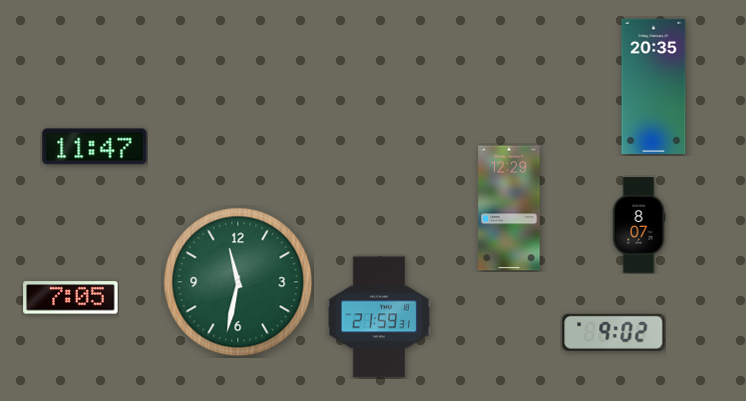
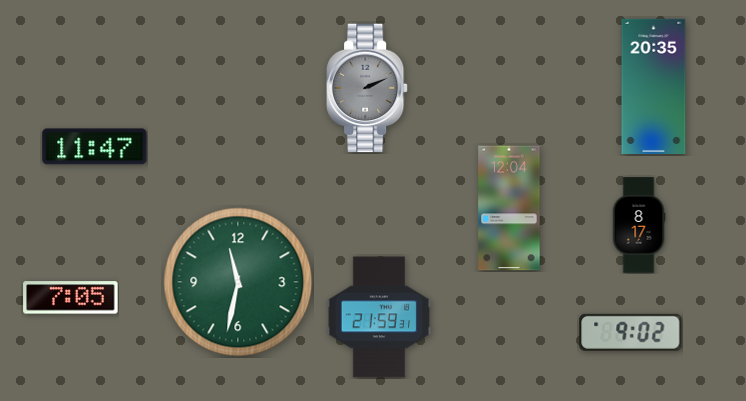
clock at (368, 88): none -> 2:11
clock at (509, 208): 12:29 -> 12:04
clock at (639, 225): 8:07 -> 8:17
clock at (614, 332) position: (614, 332) -> (631, 332)
